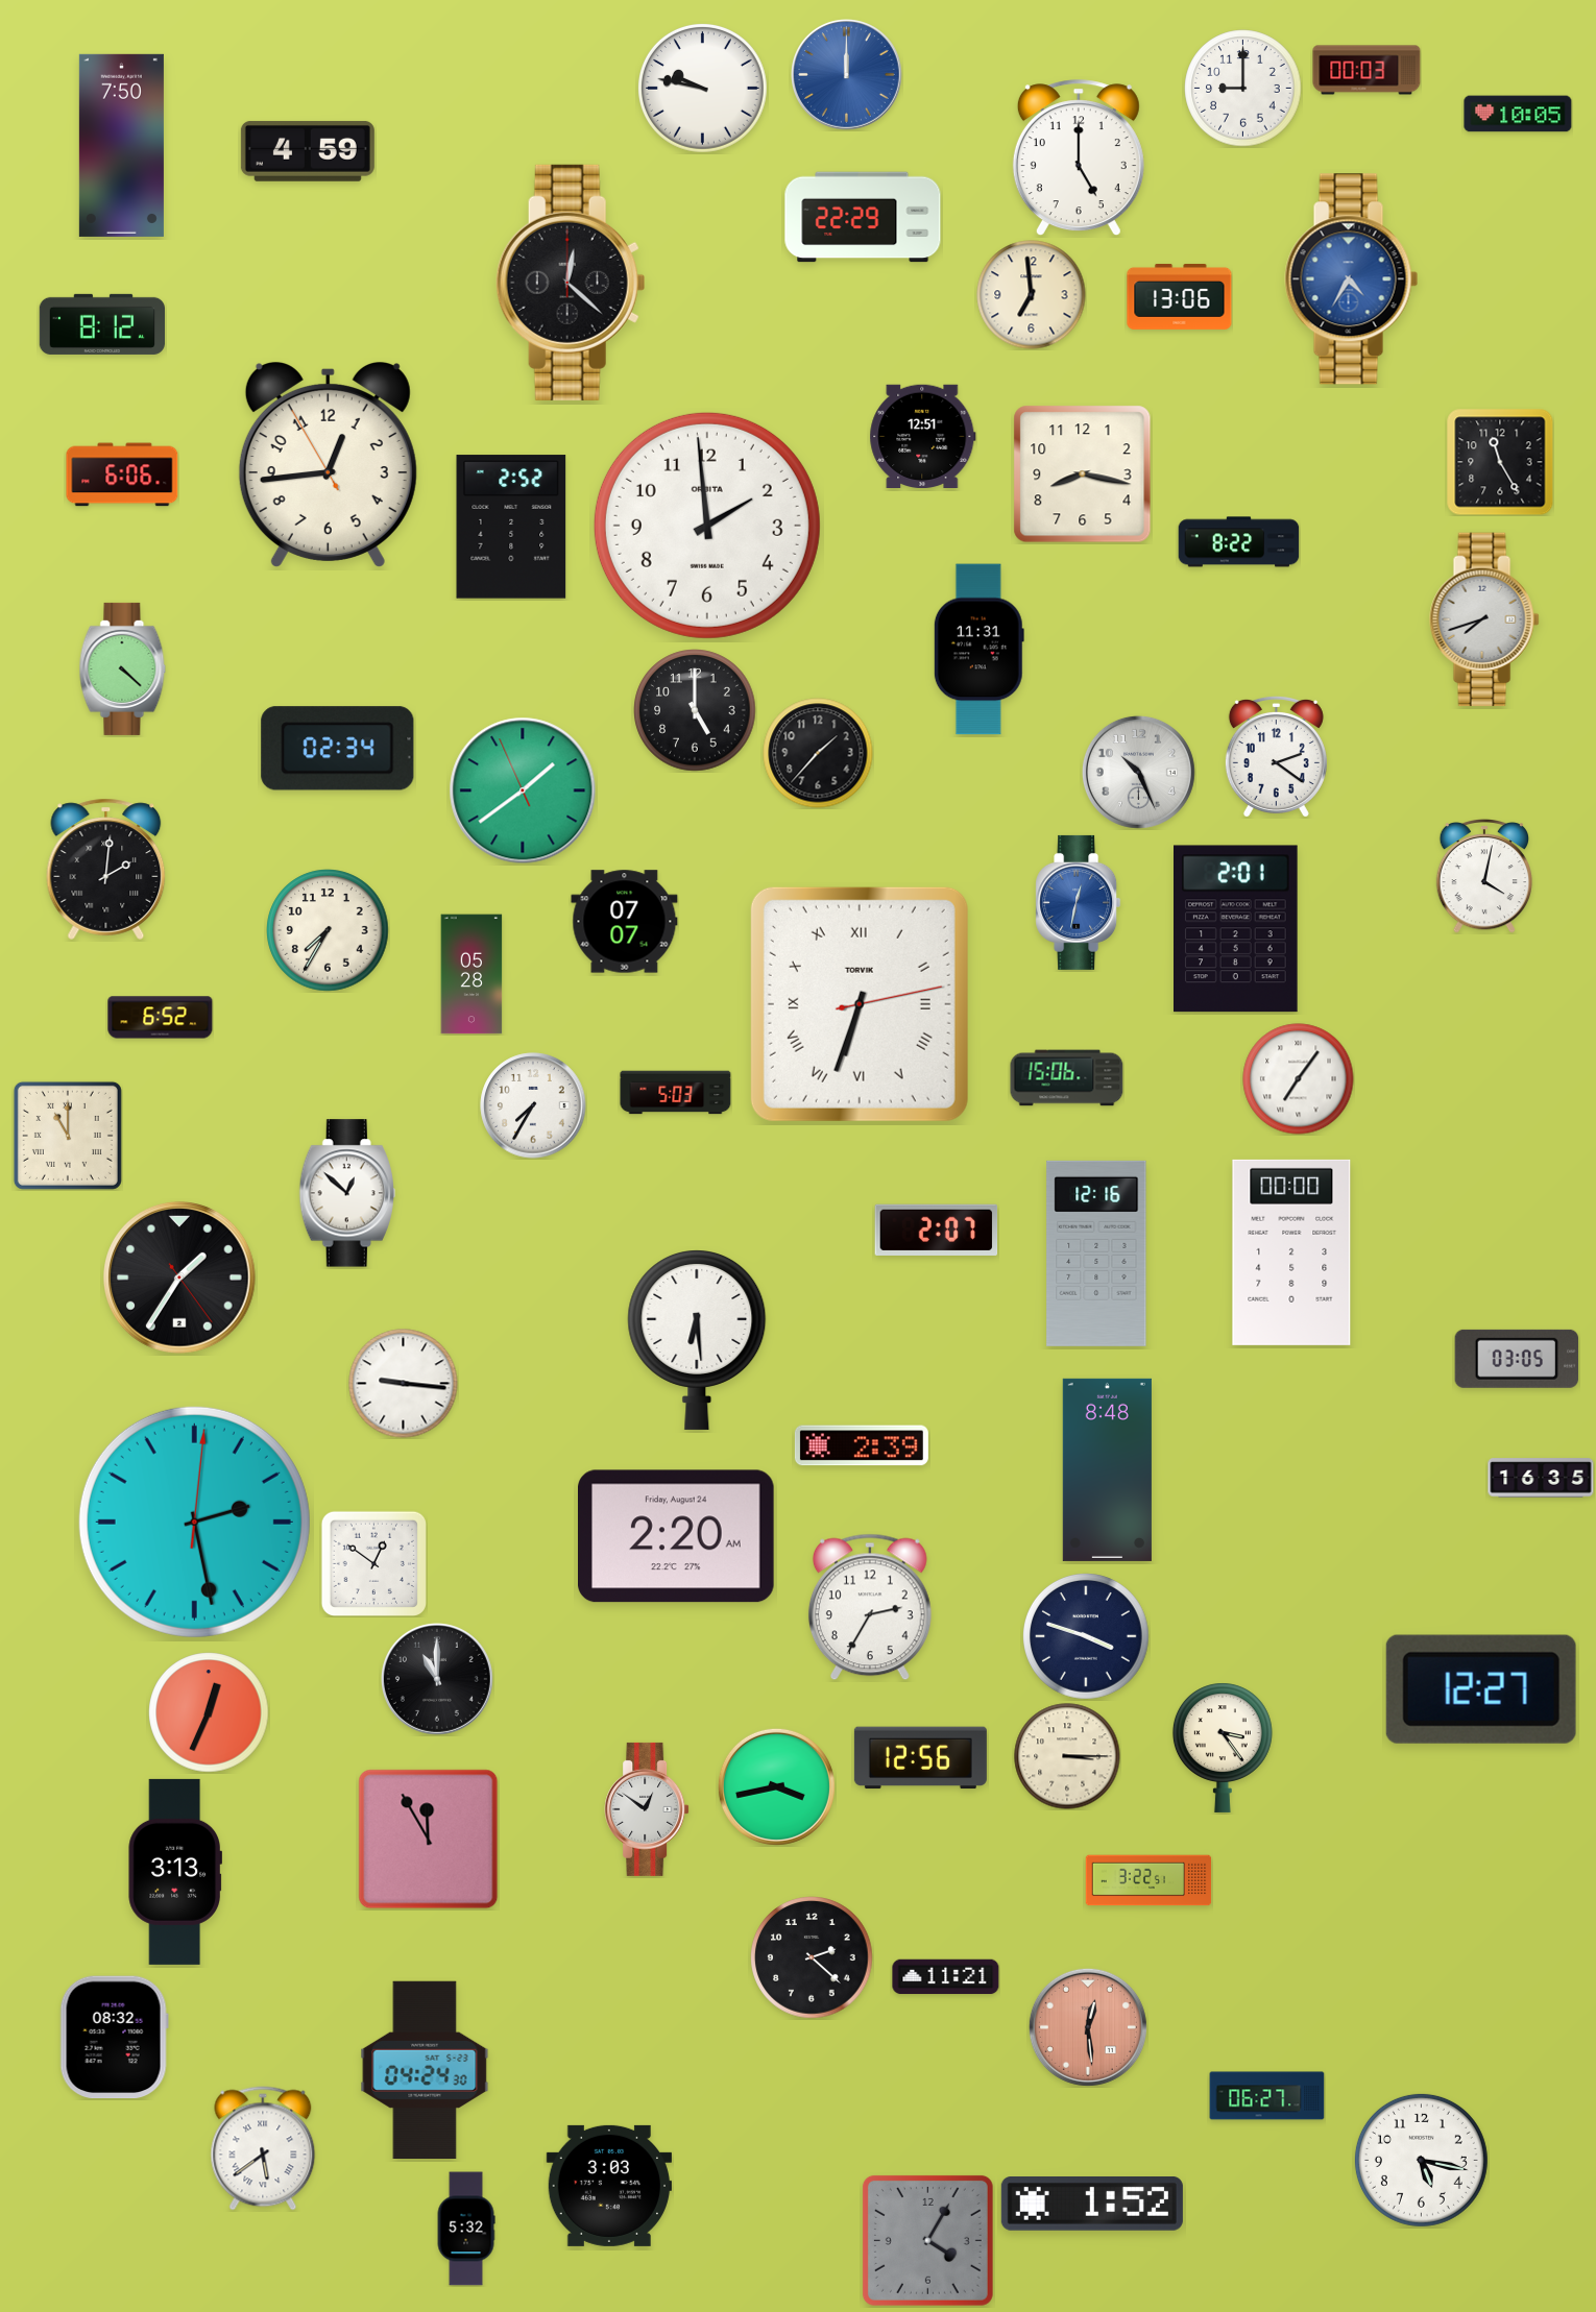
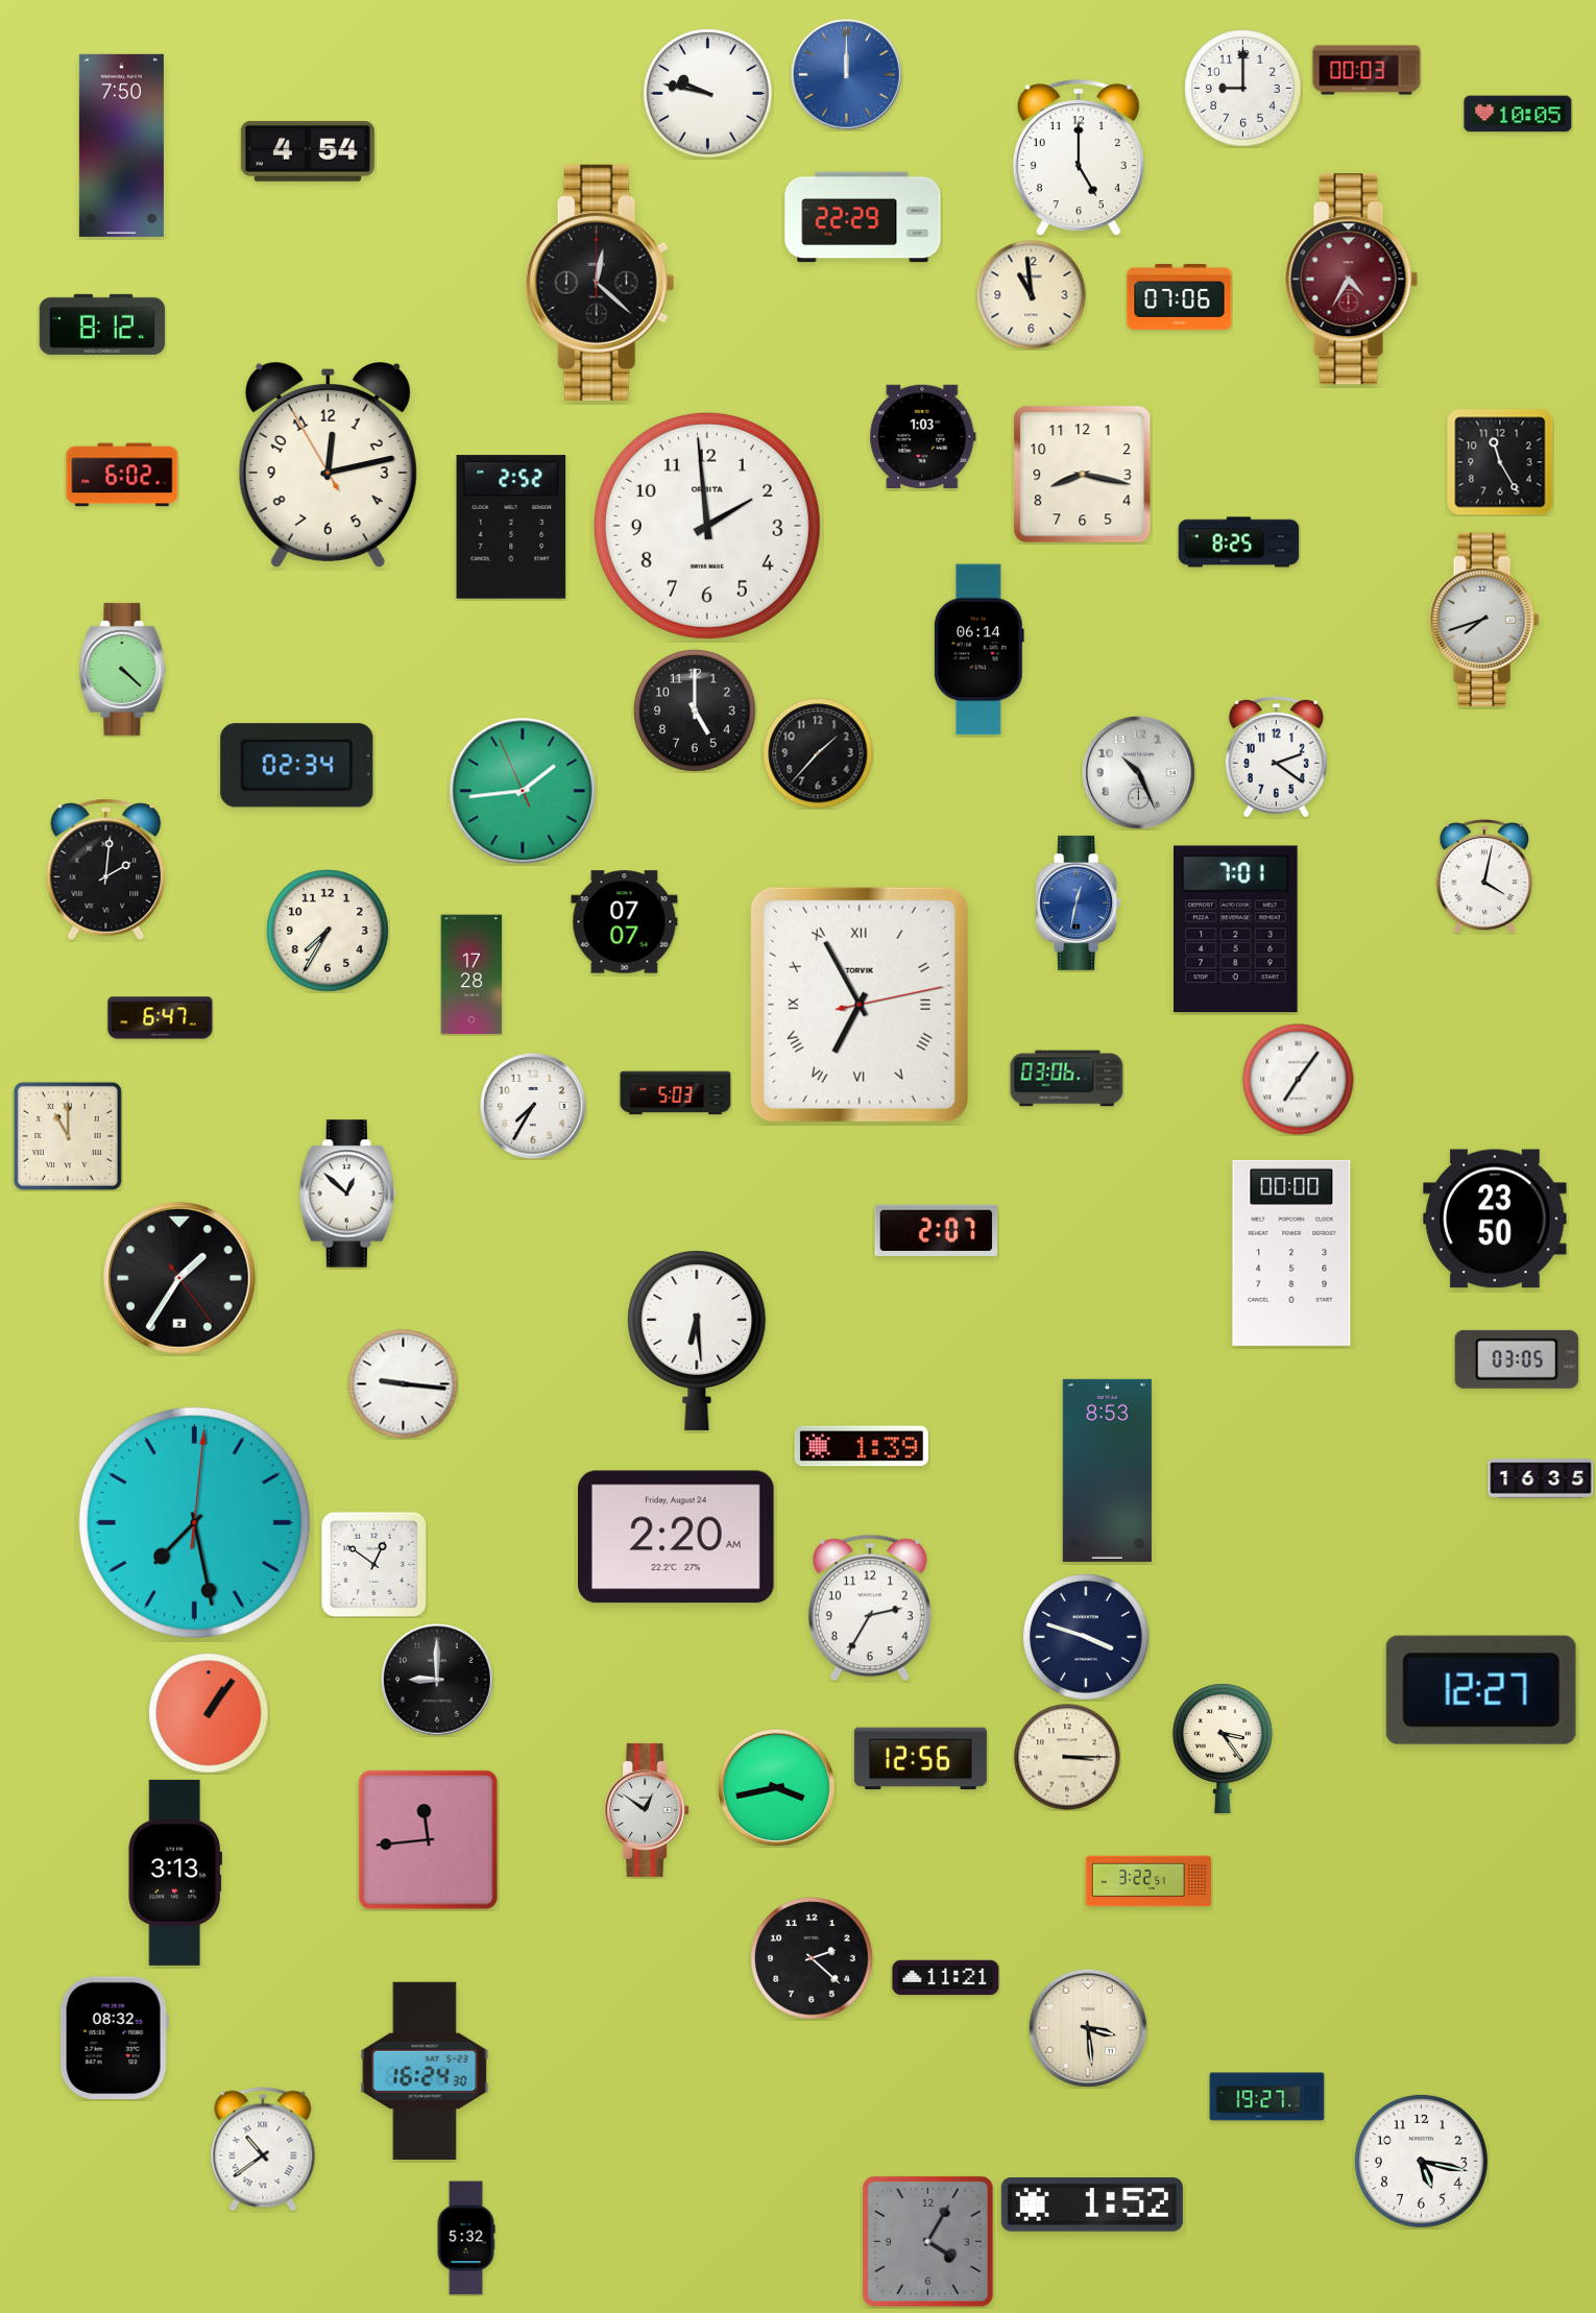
clock at (702, 88) position: (702, 88) -> (707, 93)
clock at (308, 151): 4:59 -> 4:54
clock at (1352, 279) dial: blue -> burgundy
clock at (571, 283) position: (571, 283) -> (600, 283)
clock at (1032, 295): 6:59 -> 10:59
clock at (1180, 296): 13:06 -> 07:06
clock at (923, 437): 12:51 -> 1:03
clock at (328, 464): 12:43 -> 12:12
clock at (122, 474): 6:06 -> 6:02
clock at (1239, 542): 8:22 -> 8:25
clock at (978, 650): 11:31 -> 06:14
clock at (338, 749) position: (338, 749) -> (297, 766)
clock at (523, 790): 1:38 -> 1:43
clock at (1236, 929): 2:01 -> 7:01
clock at (471, 974): 05:28 -> 17:28
clock at (860, 1004): 6:33 -> 6:55
clock at (161, 1018): 6:52 -> 6:47
clock at (1067, 1078): 15:06 -> 03:06
clock at (1495, 1219): none -> 23:50
clock at (1096, 1254): 12:16 -> none
clock at (862, 1445): 2:39 -> 1:39
clock at (1107, 1469): 8:48 -> 8:53
clock at (194, 1522): 2:28 -> 7:28
clock at (437, 1679): 11:00 -> 9:00
clock at (209, 1712): 12:34 -> 1:06
clock at (429, 1840): 11:55 -> 11:44
clock at (1088, 2027): 12:29 -> 3:29
clock at (1088, 2027) dial: salmon -> cream
clock at (425, 2069): 04:24 -> 16:24
clock at (1267, 2096): 06:27 -> 19:27
clock at (263, 2148): 5:39 -> 10:39
clock at (608, 2186): 3:03 -> none
clock at (466, 2229) position: (466, 2229) -> (466, 2238)
